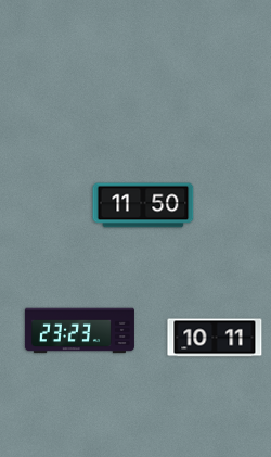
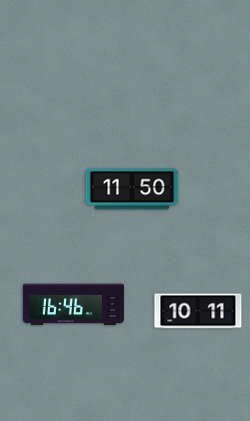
clock at (79, 331): 23:23 -> 16:46
